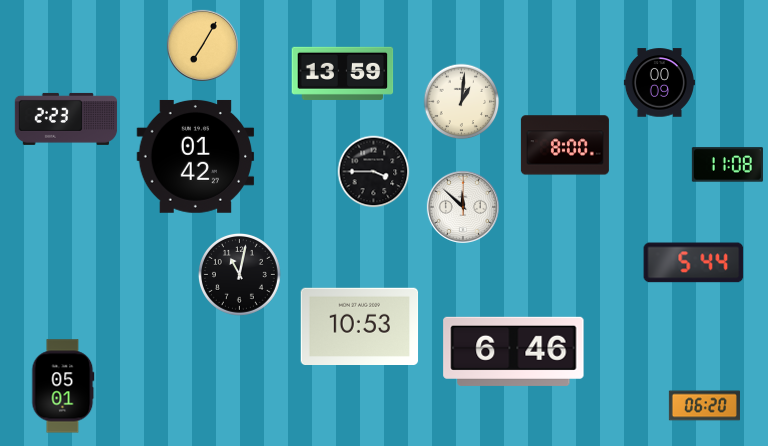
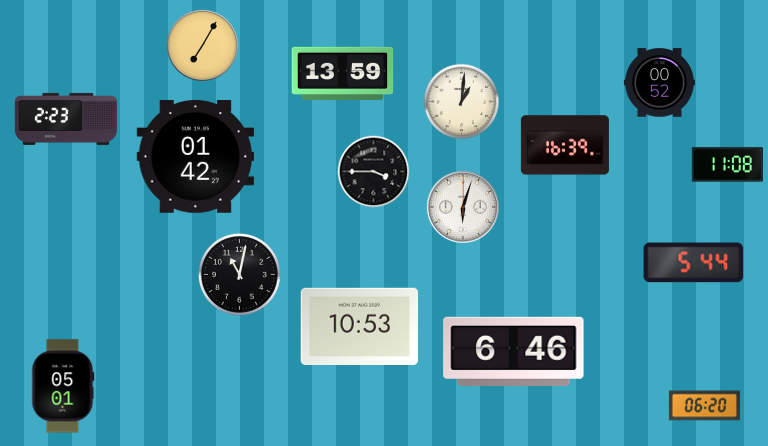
clock at (659, 83): 00:09 -> 00:52
clock at (565, 145): 8:00 -> 16:39
clock at (463, 207): 11:52 -> 6:03
